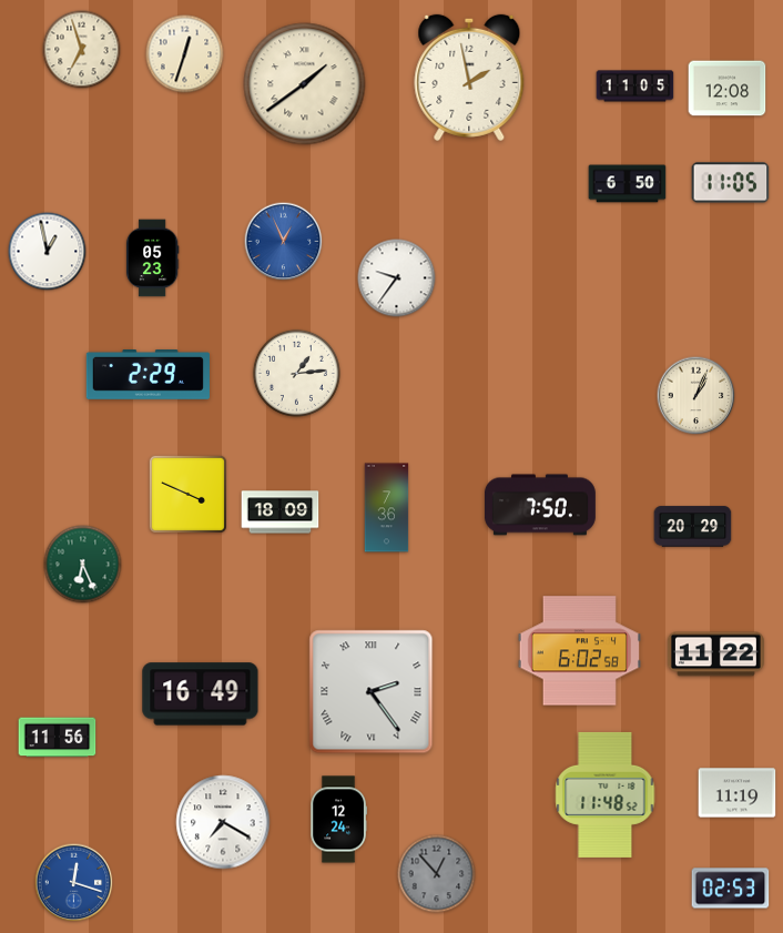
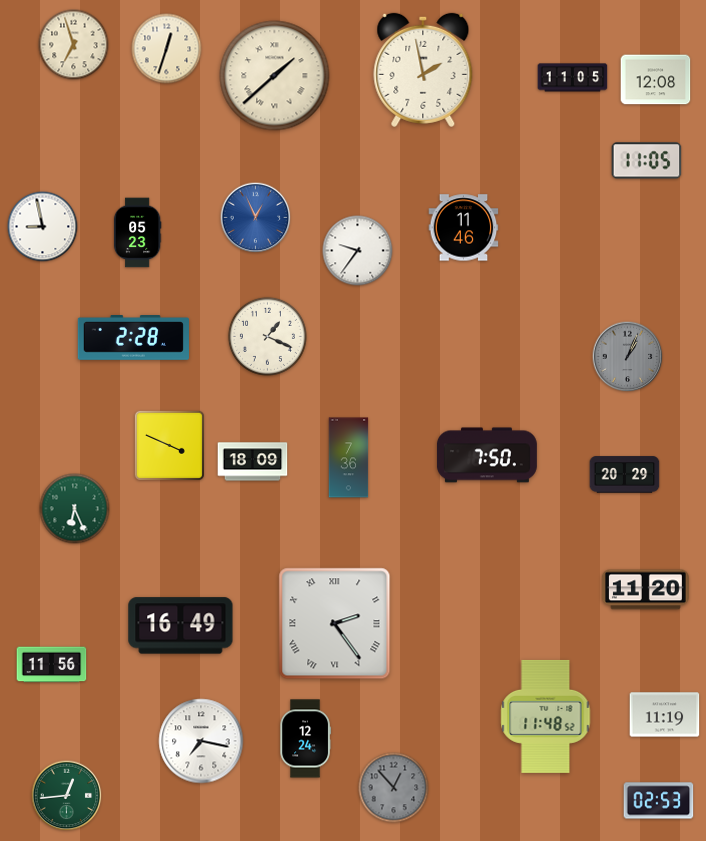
clock at (305, 84): 1:39 -> 1:38
clock at (731, 183) position: (731, 183) -> (647, 161)
clock at (628, 184): 6:50 -> none
clock at (48, 252): 12:58 -> 8:58
clock at (464, 228): none -> 11:46
clock at (296, 373): 1:14 -> 1:19
clock at (148, 375): 2:29 -> 2:28
clock at (696, 396) dial: cream -> grey
clock at (579, 651): 6:02 -> none
clock at (715, 655): 11:22 -> 11:20
clock at (223, 822): 7:20 -> 7:17
clock at (74, 883): 12:18 -> 12:44
clock at (74, 883) dial: blue -> green
